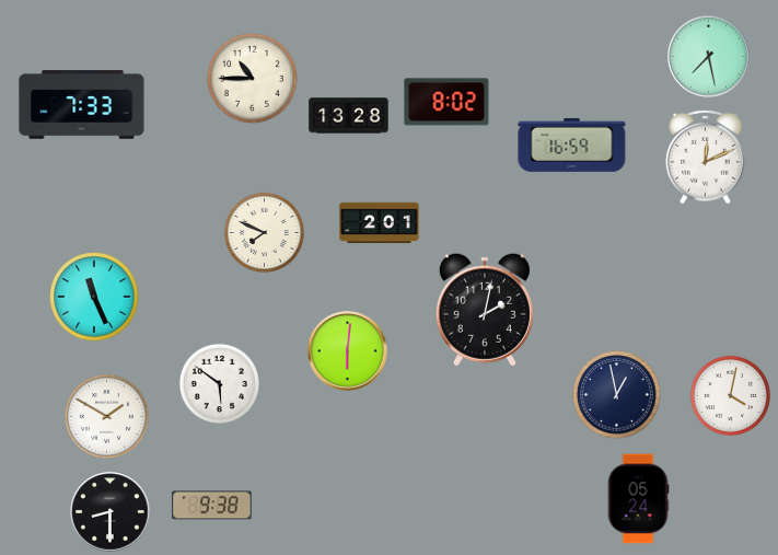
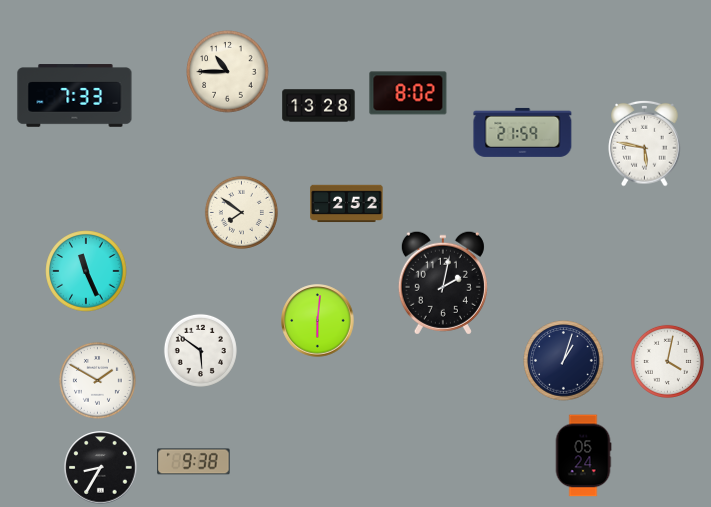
clock at (709, 57): 7:28 -> none
clock at (253, 79) position: (253, 79) -> (228, 72)
clock at (572, 144): 16:59 -> 21:59
clock at (706, 157): 12:11 -> 5:47
clock at (380, 223): 2:01 -> 2:52
clock at (264, 232): 7:49 -> 7:51
clock at (617, 395): 12:58 -> 1:03
clock at (111, 512): 8:30 -> 8:35
